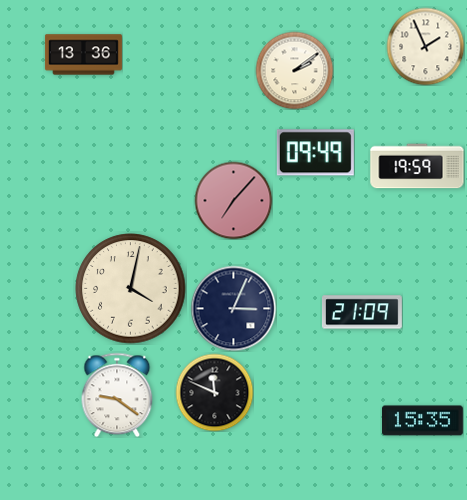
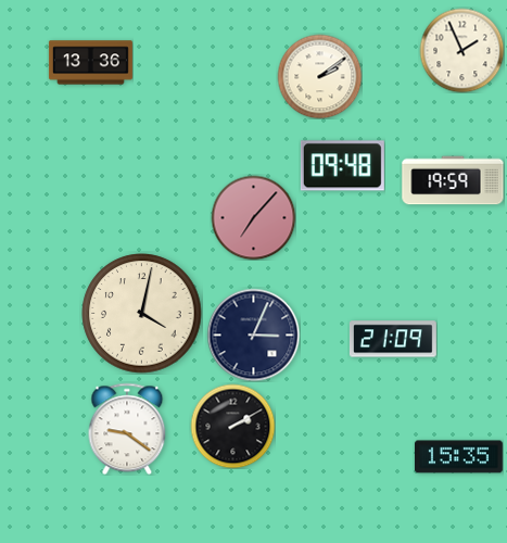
clock at (83, 55) position: (83, 55) -> (90, 63)
clock at (315, 153): 09:49 -> 09:48
clock at (214, 392): 11:49 -> 2:10
